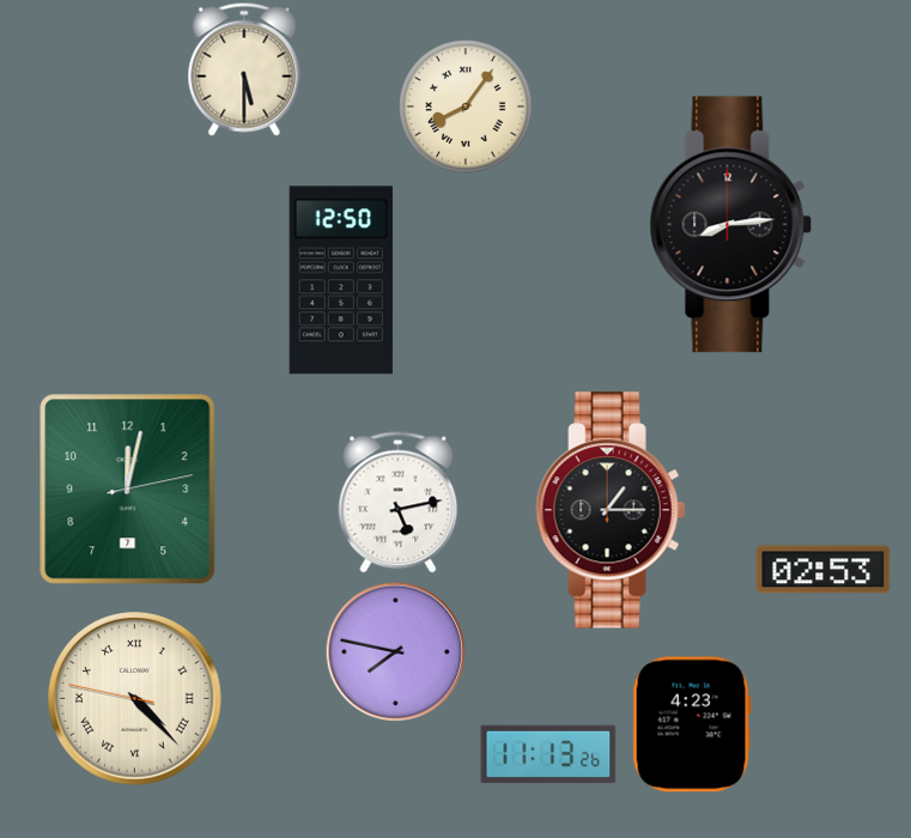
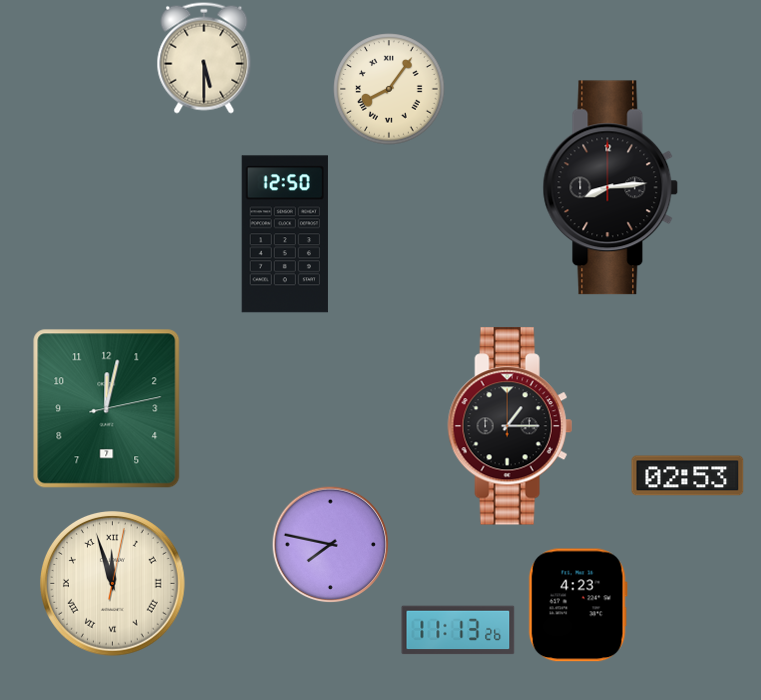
clock at (399, 503): 5:13 -> none
clock at (135, 699): 4:22 -> 11:57
